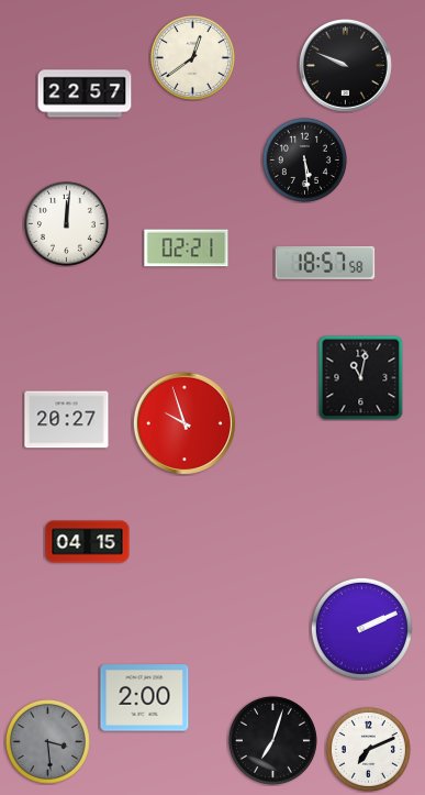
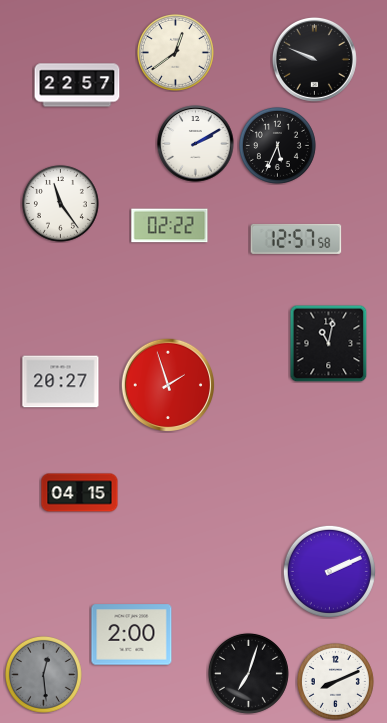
clock at (196, 144): none -> 2:10
clock at (304, 159): 5:29 -> 5:34
clock at (66, 223): 12:01 -> 11:24
clock at (187, 249): 02:21 -> 02:22
clock at (325, 263): 18:57 -> 12:57
clock at (183, 422): 9:57 -> 1:57
clock at (47, 741): 3:29 -> 12:29
clock at (368, 749): 7:11 -> 8:11
